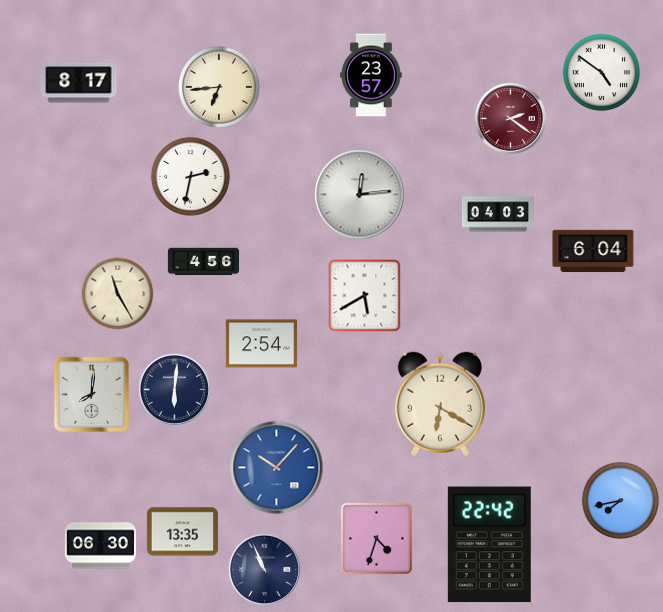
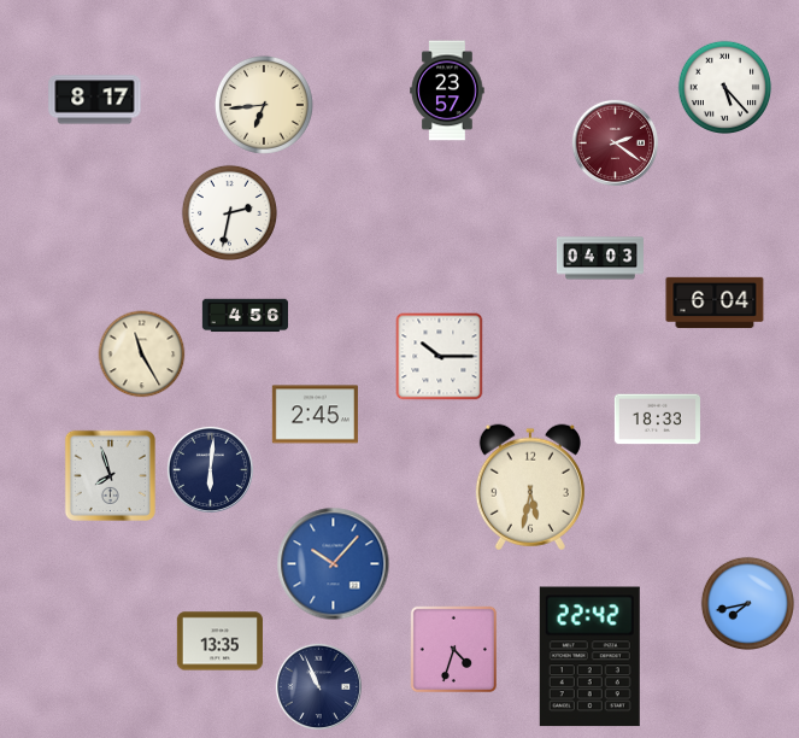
clock at (602, 73): 4:51 -> 5:23
clock at (360, 195): 12:14 -> none
clock at (365, 296): 5:40 -> 10:15
clock at (261, 344): 2:54 -> 2:45
clock at (657, 420): none -> 18:33
clock at (91, 394): 8:01 -> 7:57
clock at (440, 404): 6:20 -> 5:32
clock at (100, 546): 06:30 -> none
